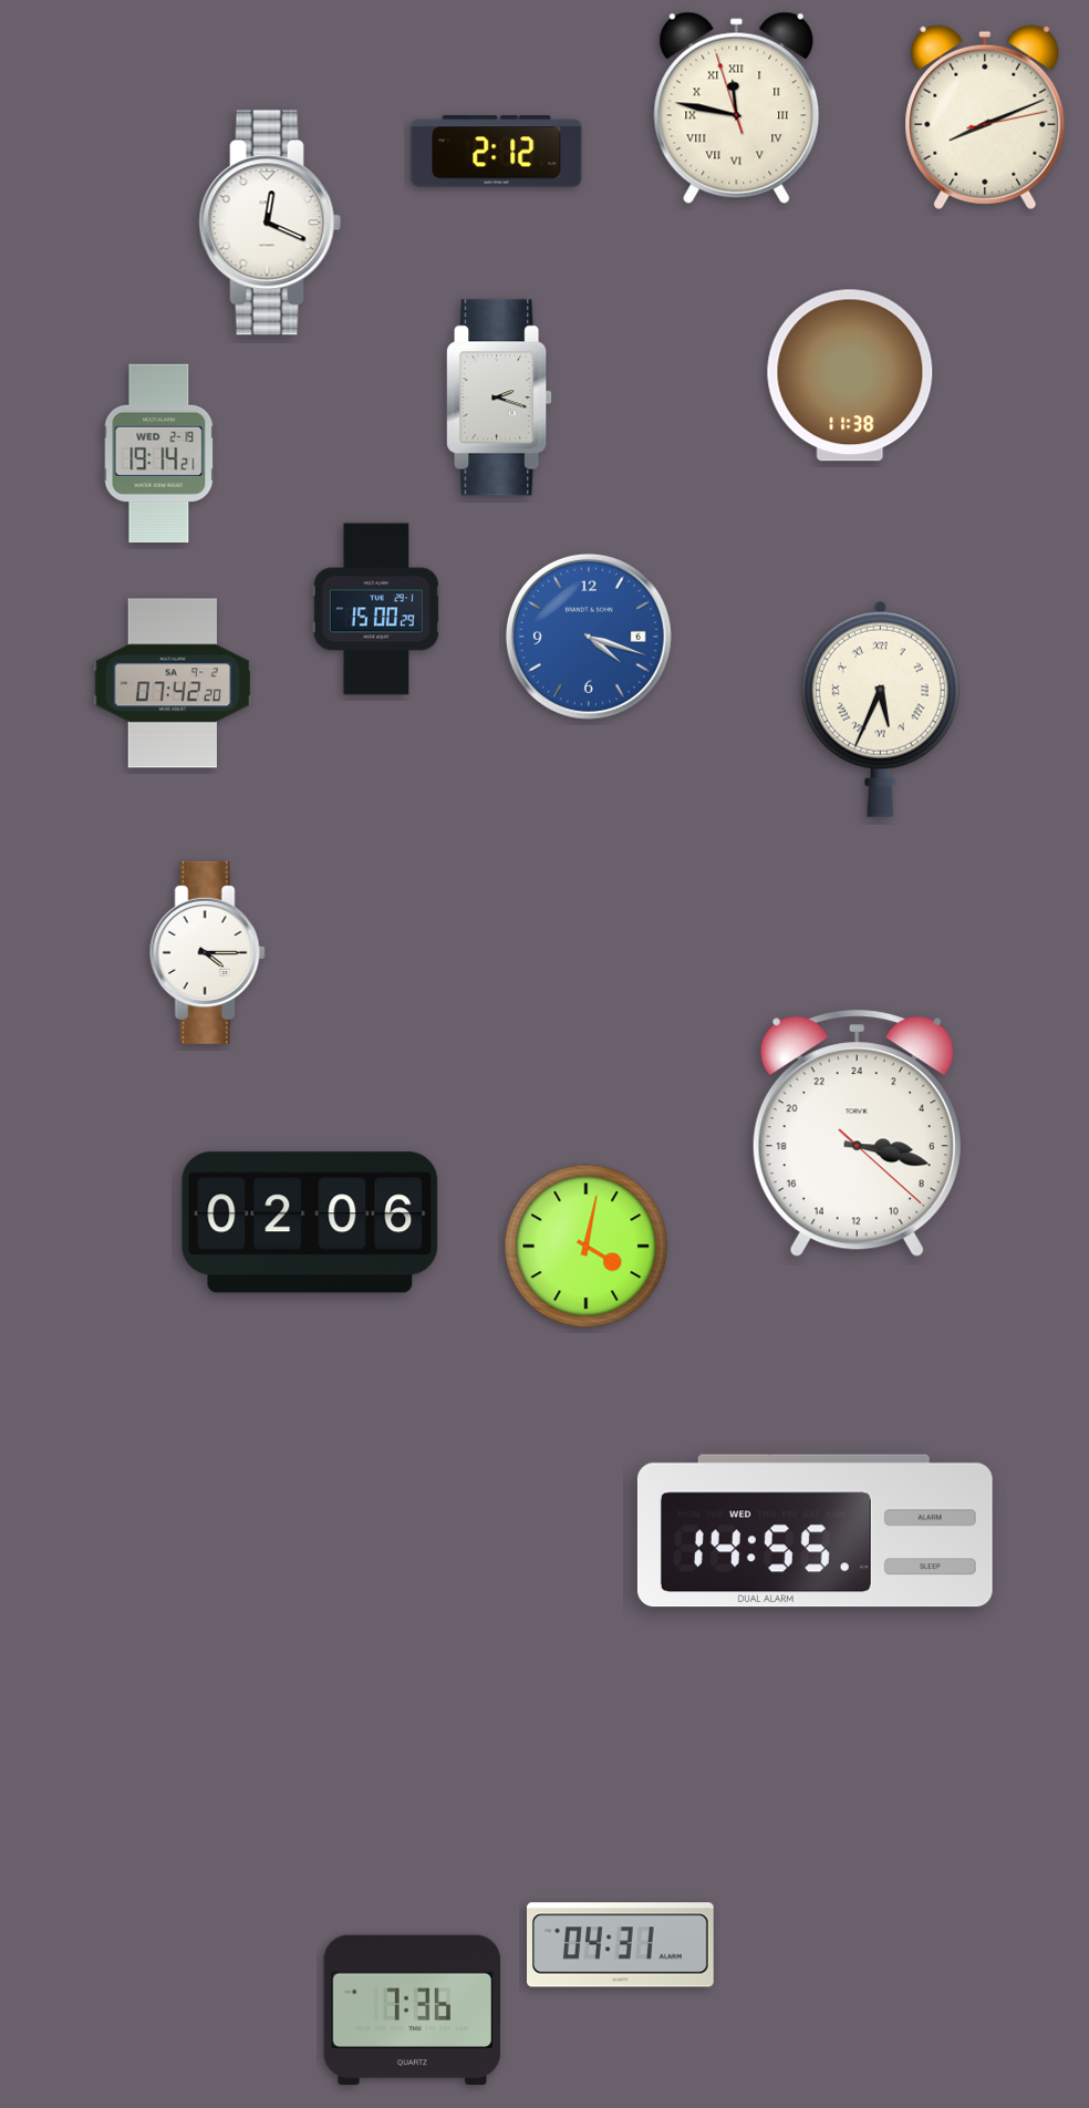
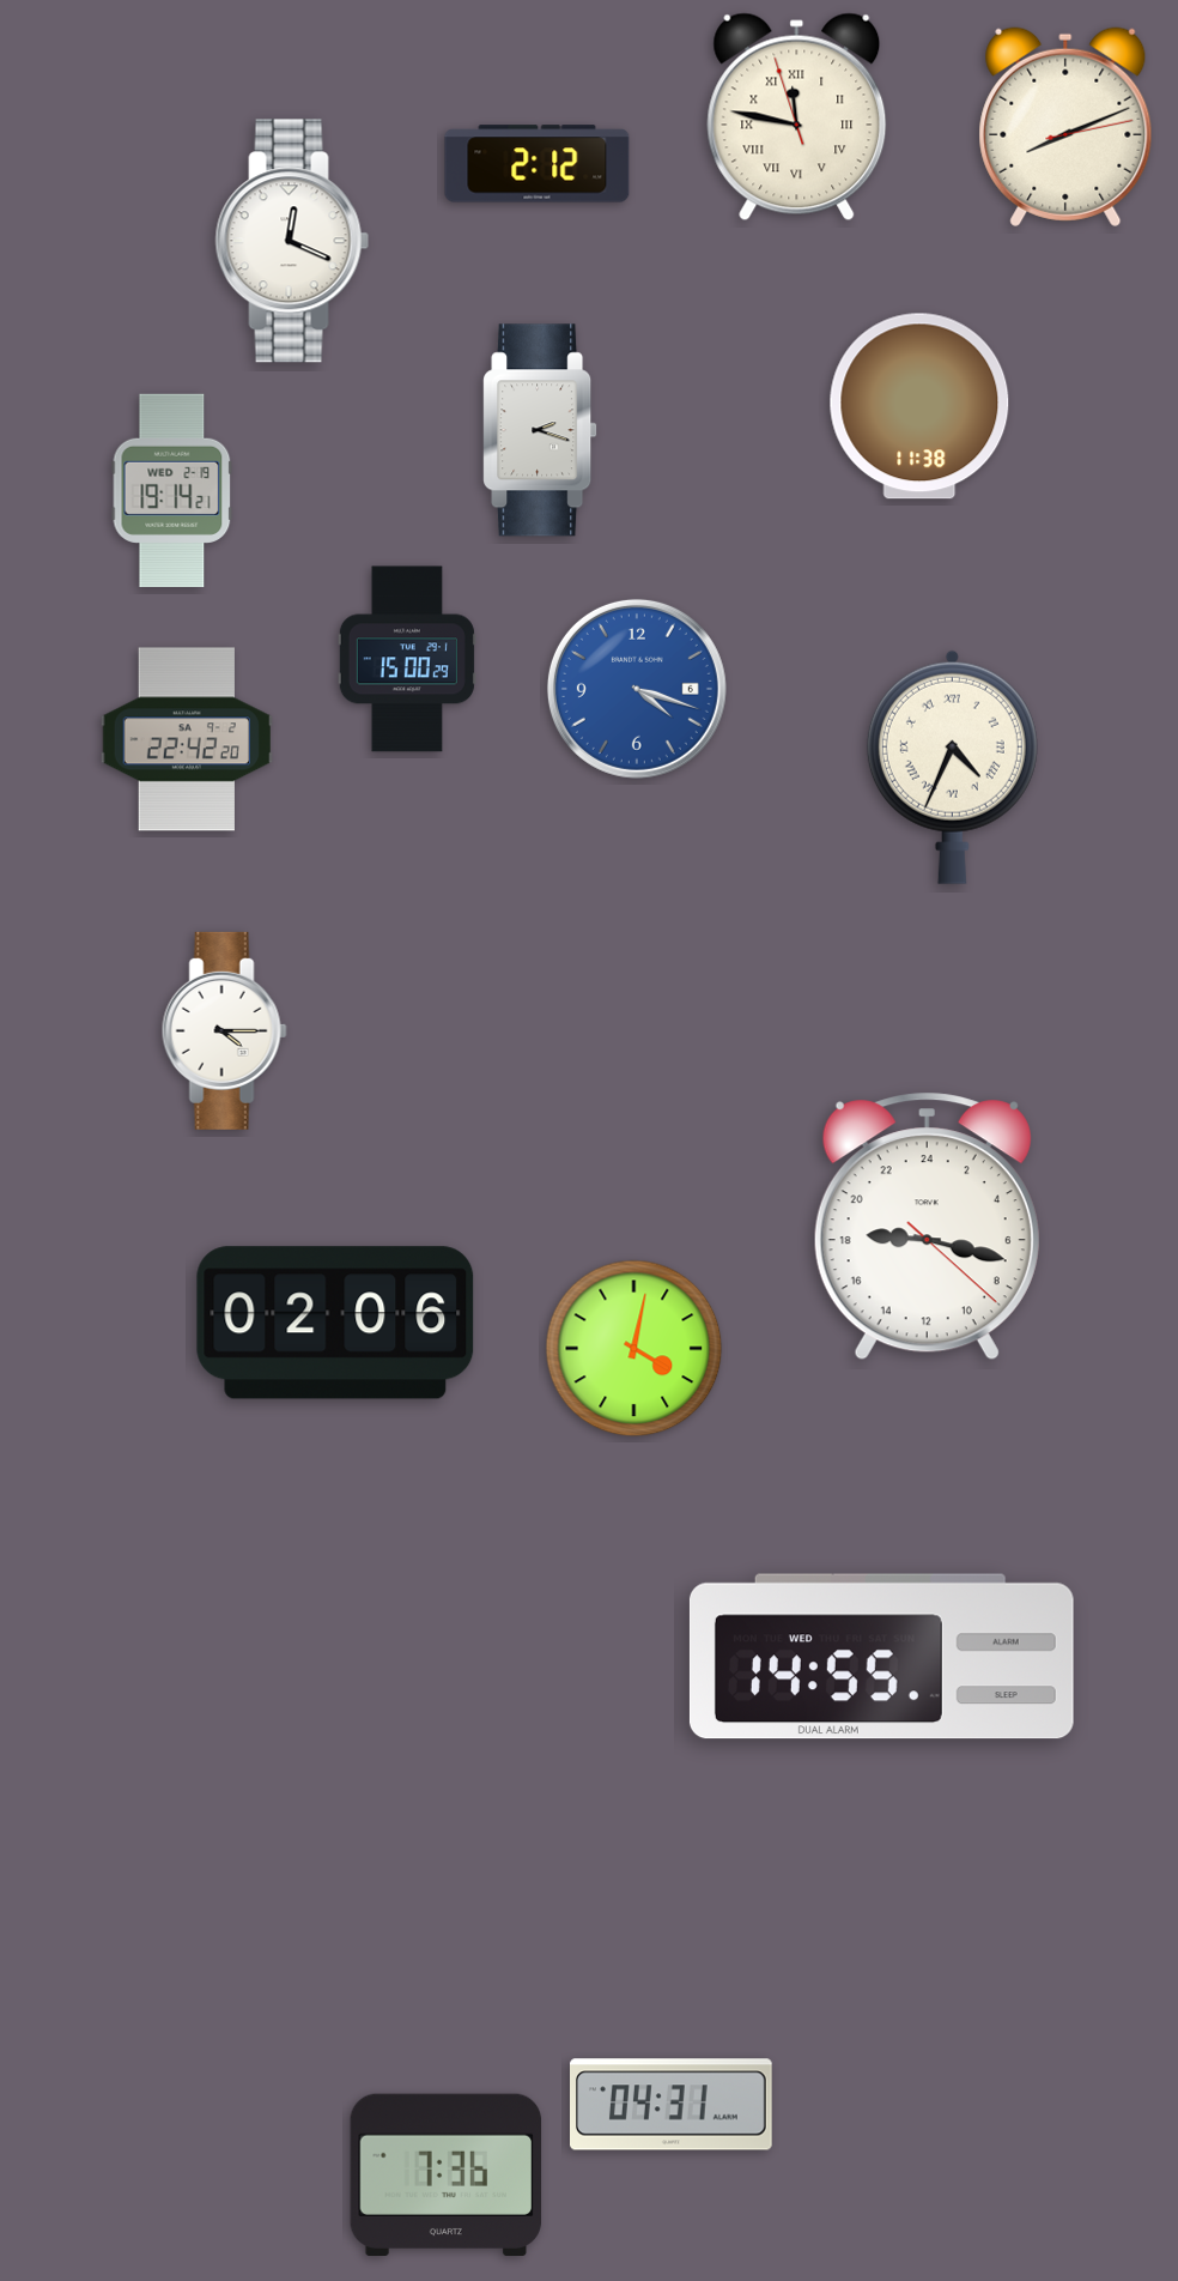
clock at (172, 683): 07:42 -> 22:42
clock at (880, 709): 5:34 -> 4:34
clock at (857, 1134): 6:17 -> 18:17
